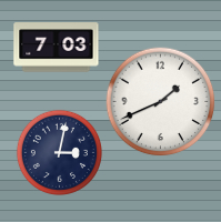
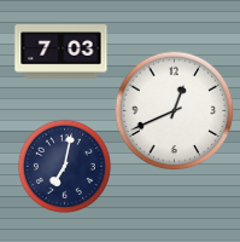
clock at (161, 102): 1:41 -> 12:41
clock at (59, 152): 3:02 -> 7:02
